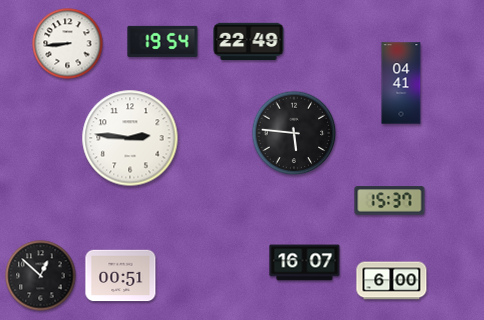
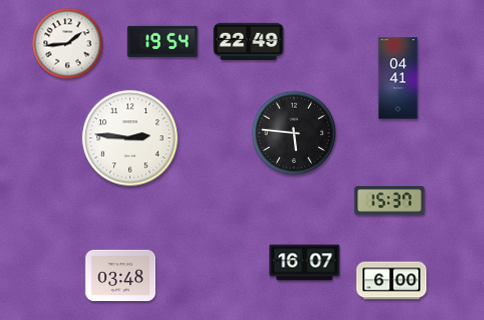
clock at (68, 44): 8:44 -> 1:44
clock at (401, 83) position: (401, 83) -> (398, 78)
clock at (41, 276): 12:52 -> none
clock at (121, 276): 00:51 -> 03:48
